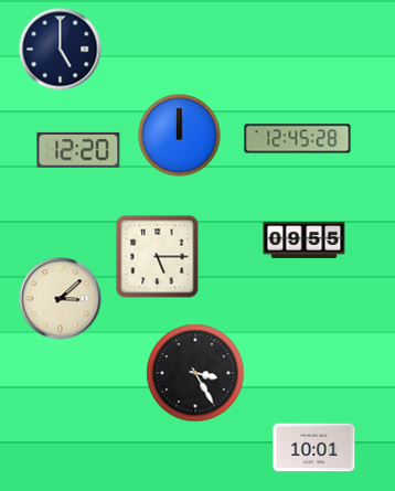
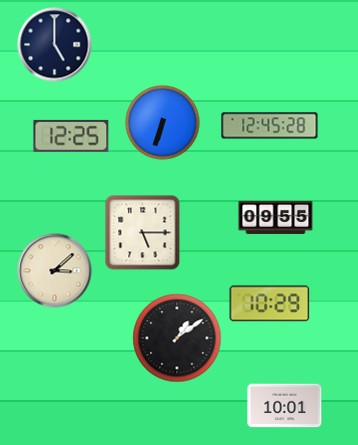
clock at (180, 136): 12:00 -> 6:33
clock at (78, 150): 12:20 -> 12:25
clock at (270, 304): none -> 10:29
clock at (195, 373): 3:25 -> 1:09
